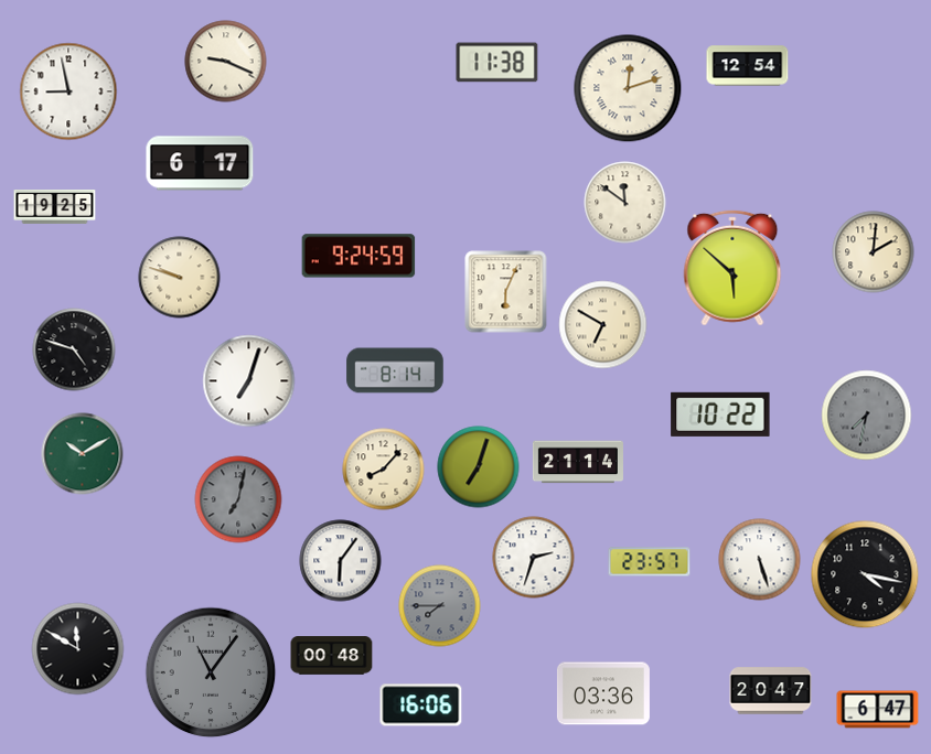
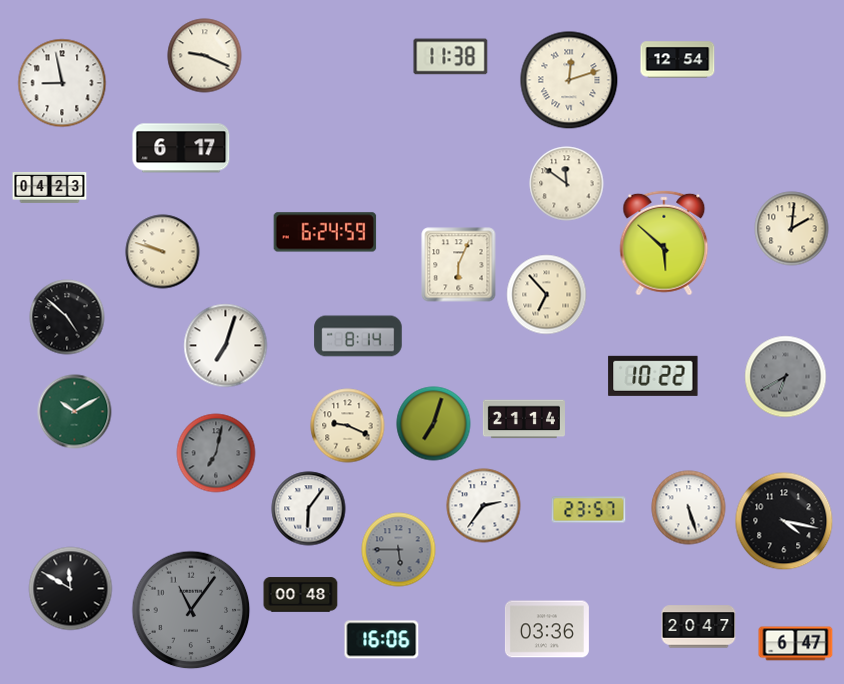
clock at (55, 207): 19:25 -> 04:23
clock at (359, 256): 9:24 -> 6:24
clock at (603, 325): 6:50 -> 6:53
clock at (74, 349): 4:48 -> 4:52
clock at (867, 416): 7:32 -> 6:40
clock at (384, 470): 8:07 -> 9:19
clock at (534, 558): 2:33 -> 2:36
clock at (440, 606): 7:45 -> 5:45
